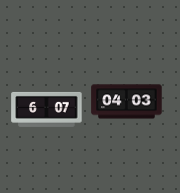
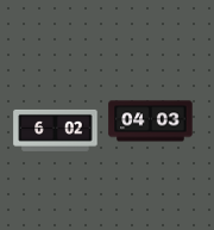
clock at (47, 109): 6:07 -> 6:02
